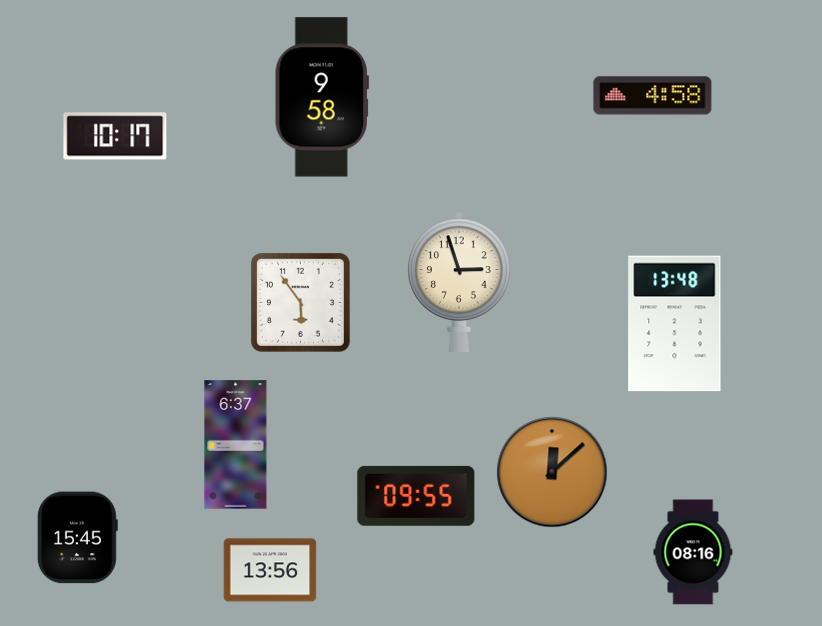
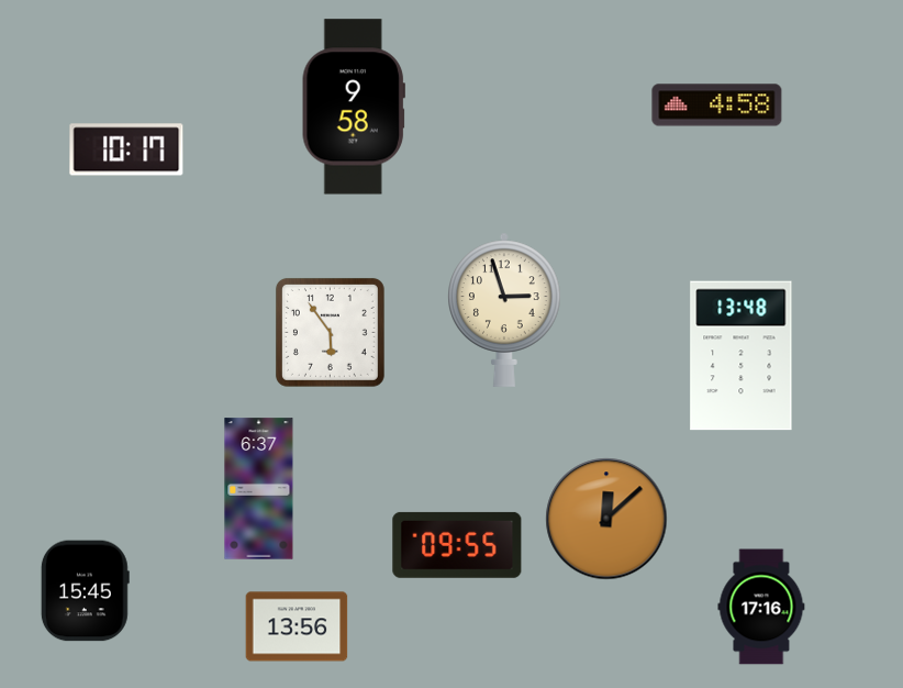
clock at (693, 552): 08:16 -> 17:16
